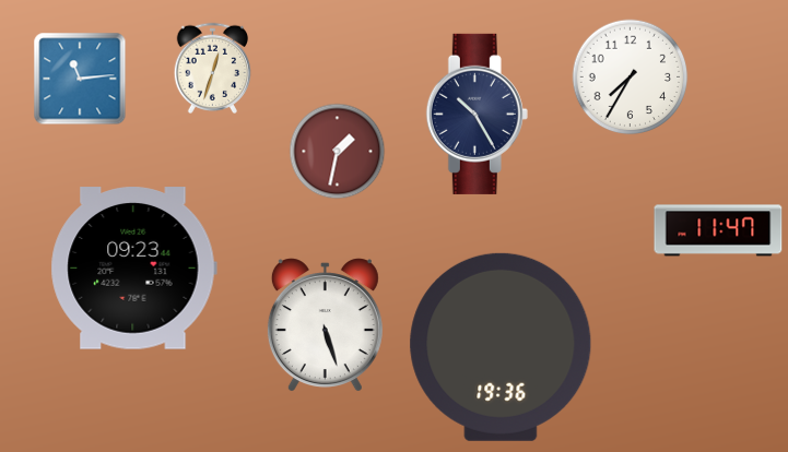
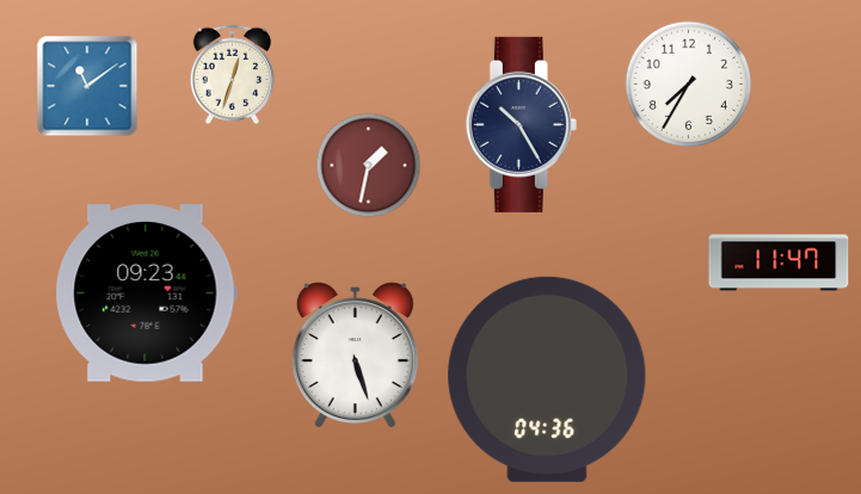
clock at (80, 79): 11:14 -> 11:09
clock at (718, 230) position: (718, 230) -> (779, 263)
clock at (501, 347): 19:36 -> 04:36
